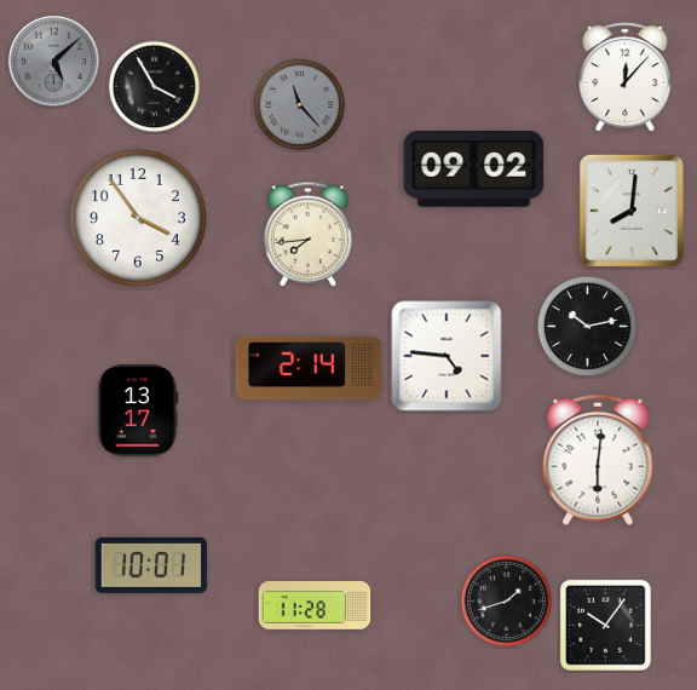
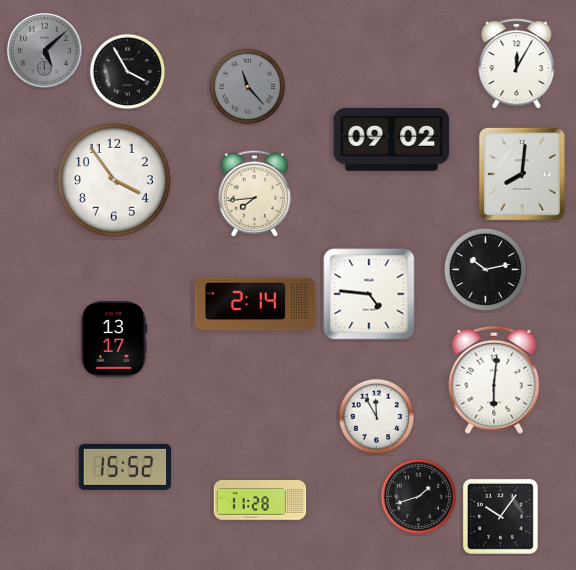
clock at (626, 77): 12:07 -> 12:05
clock at (377, 417): none -> 11:55
clock at (151, 565): 10:01 -> 15:52
